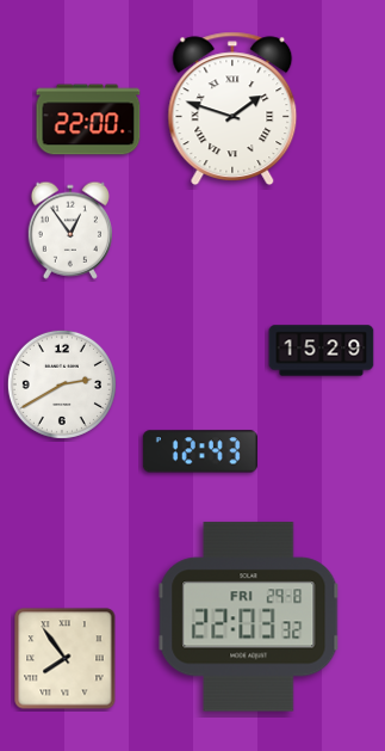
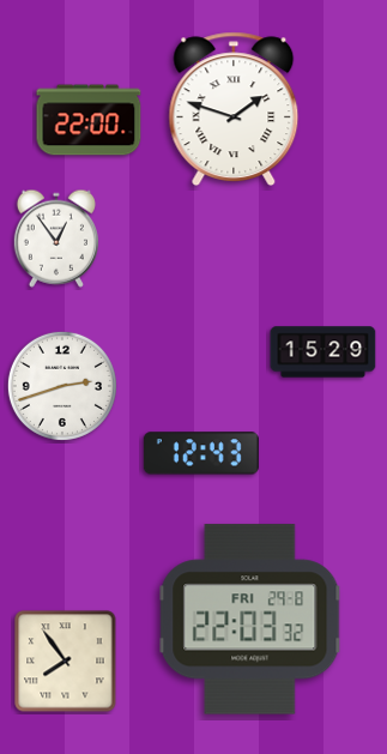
clock at (70, 230) position: (70, 230) -> (56, 239)
clock at (62, 384): 2:40 -> 2:42
